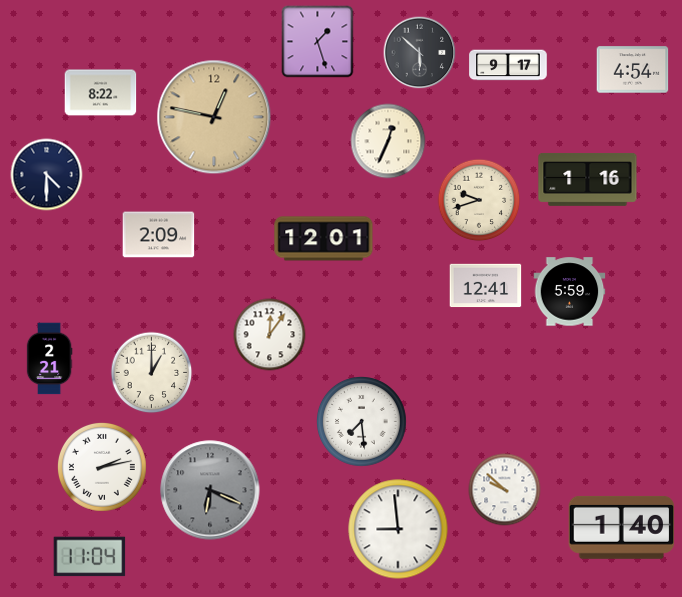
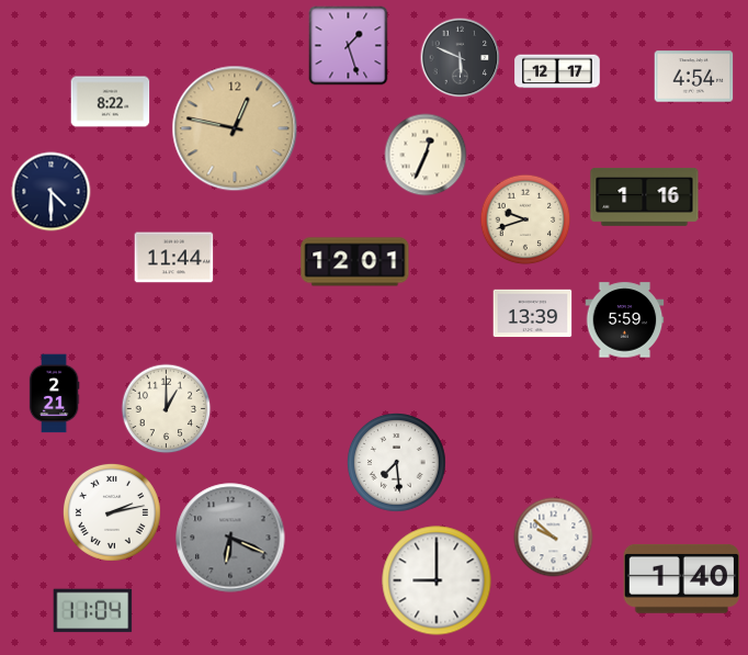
clock at (420, 53): 5:52 -> 5:49
clock at (508, 65): 9:17 -> 12:17
clock at (159, 235): 2:09 -> 11:44
clock at (486, 286): 12:41 -> 13:39
clock at (270, 335): 12:06 -> none
clock at (398, 529): 8:59 -> 9:00
clock at (90, 557) position: (90, 557) -> (93, 611)
